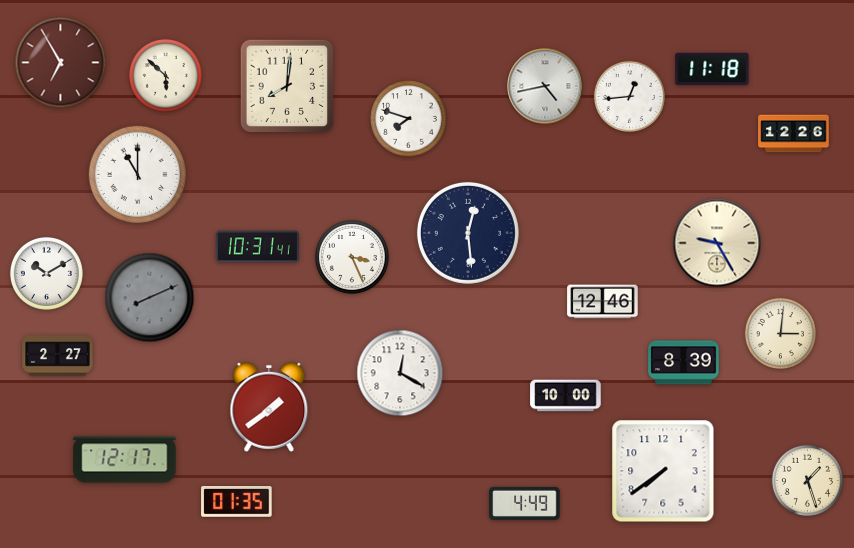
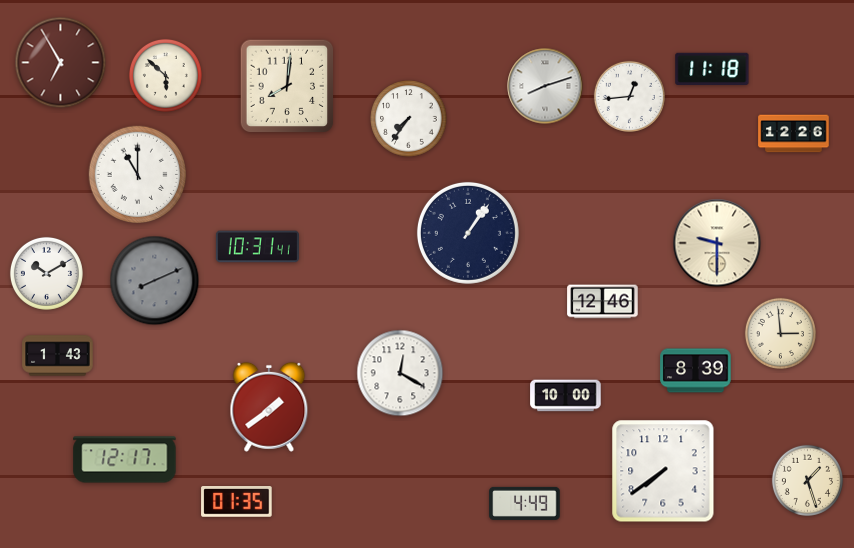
clock at (545, 86): 4:43 -> 8:12
clock at (409, 119): 7:48 -> 7:36
clock at (468, 233): 12:29 -> 1:06
clock at (717, 243): 9:25 -> 9:30
clock at (352, 257): 3:26 -> none
clock at (150, 298) position: (150, 298) -> (155, 281)
clock at (780, 333): 3:01 -> 2:59
clock at (58, 356): 2:27 -> 1:43
clock at (684, 363) position: (684, 363) -> (696, 371)
